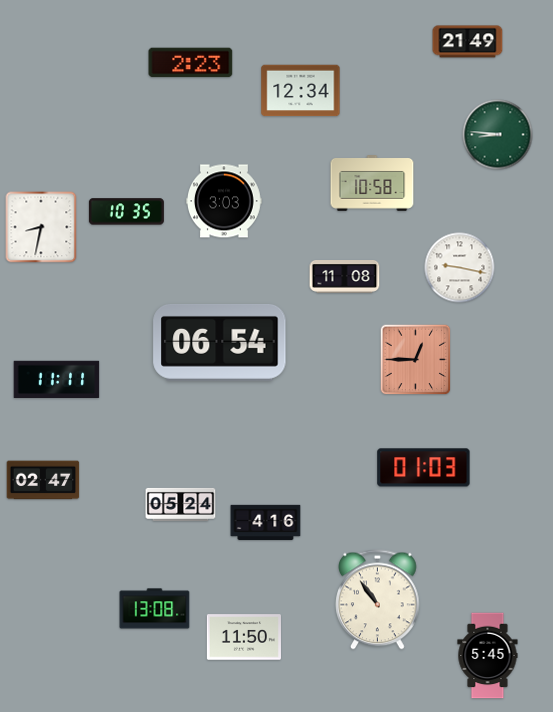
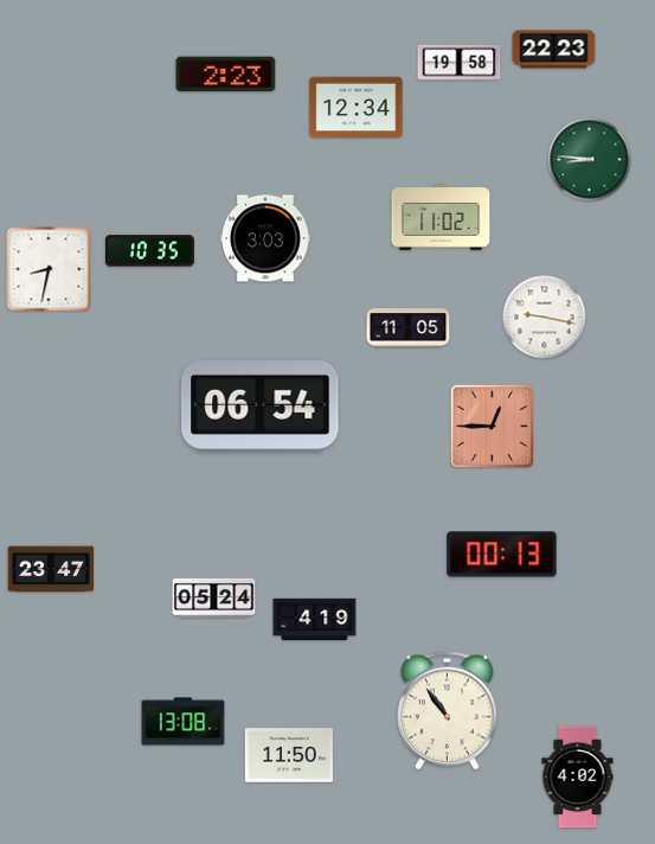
clock at (468, 42): 21:49 -> 22:23
clock at (460, 63): none -> 19:58
clock at (372, 183): 10:58 -> 11:02
clock at (345, 277): 11:08 -> 11:05
clock at (57, 380): 11:11 -> none
clock at (424, 468): 01:03 -> 00:13
clock at (43, 480): 02:47 -> 23:47
clock at (266, 523): 4:16 -> 4:19
clock at (488, 656): 5:45 -> 4:02
